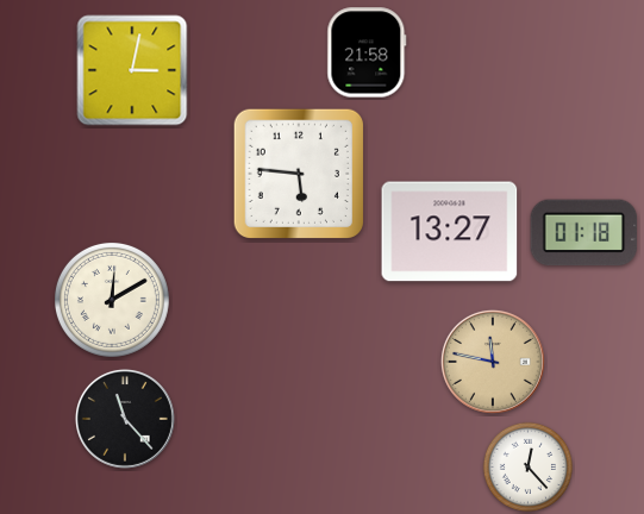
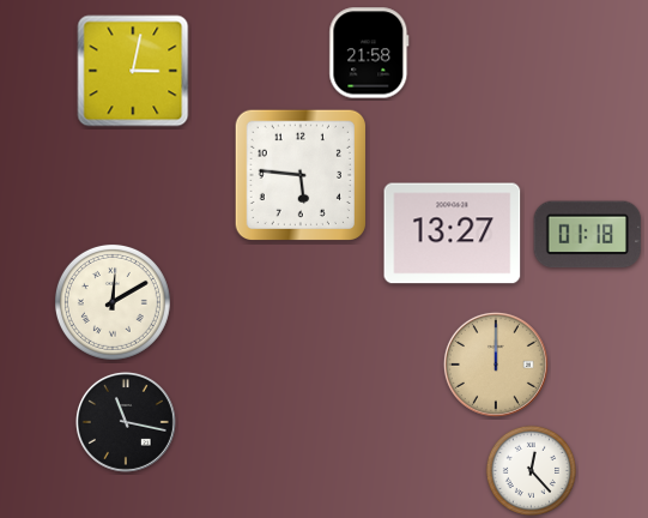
clock at (493, 362): 11:47 -> 12:00
clock at (125, 419): 11:23 -> 11:17
